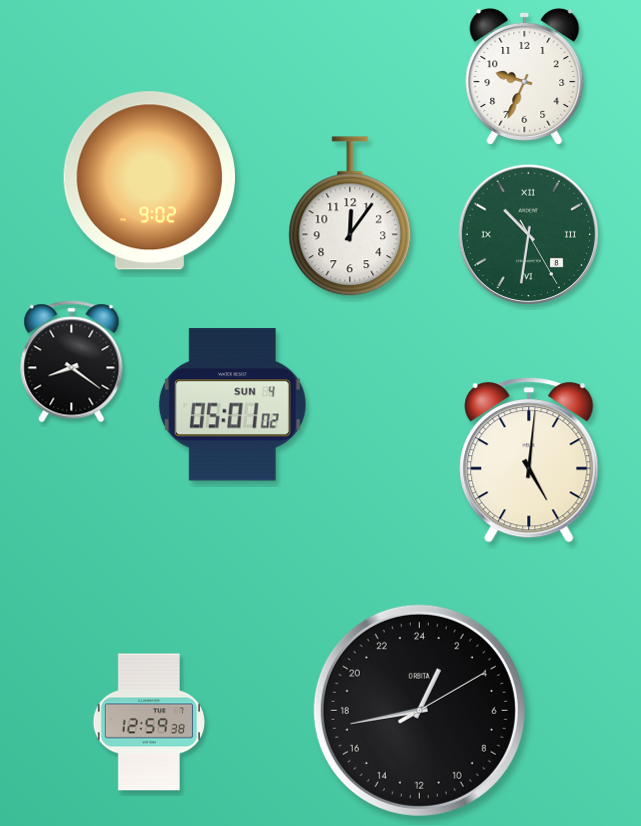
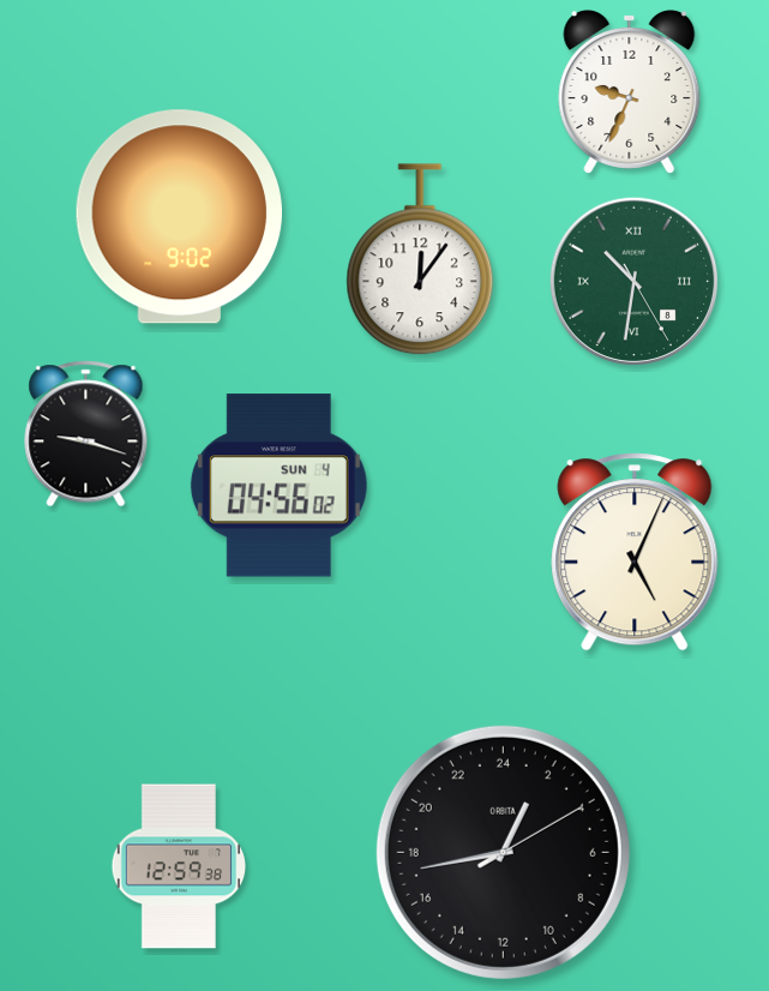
clock at (72, 362): 8:21 -> 9:18
clock at (232, 405): 05:01 -> 04:56
clock at (529, 460): 5:01 -> 5:04
